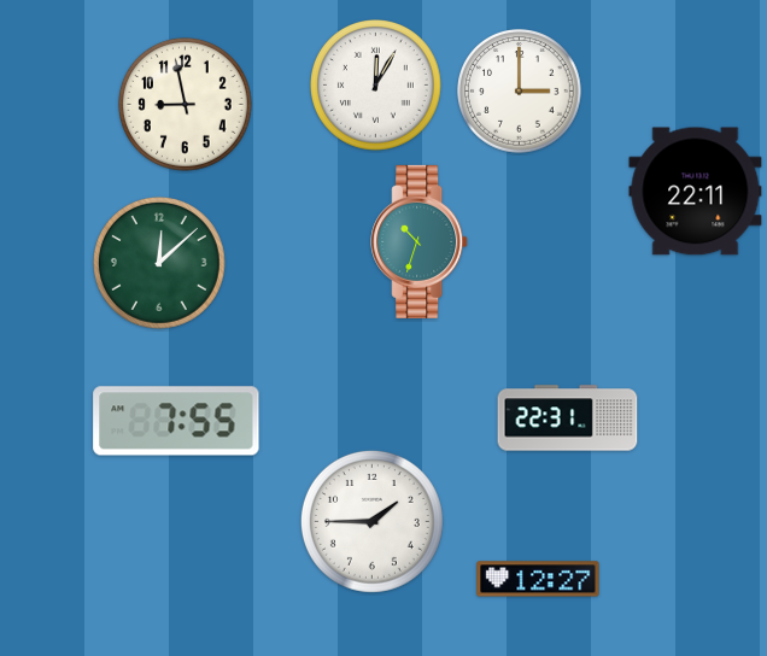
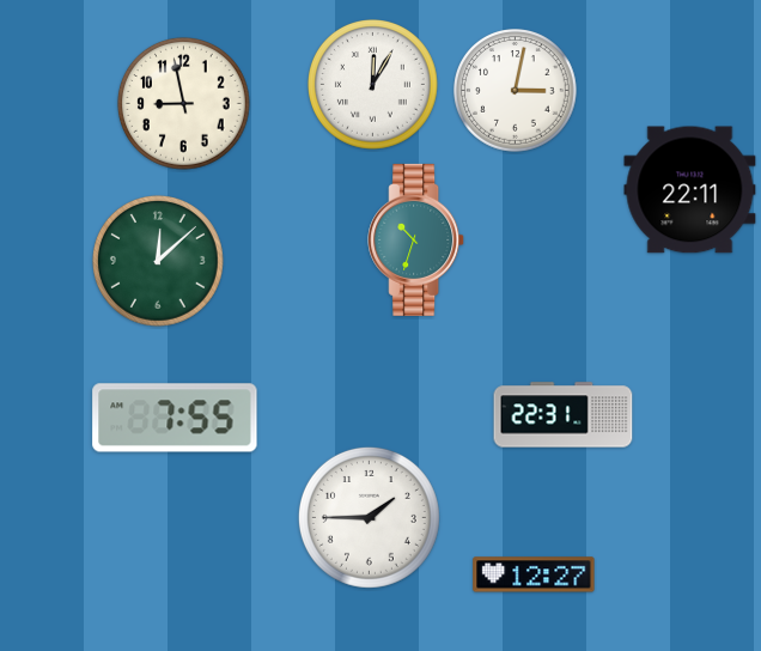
clock at (520, 92): 3:00 -> 3:02
